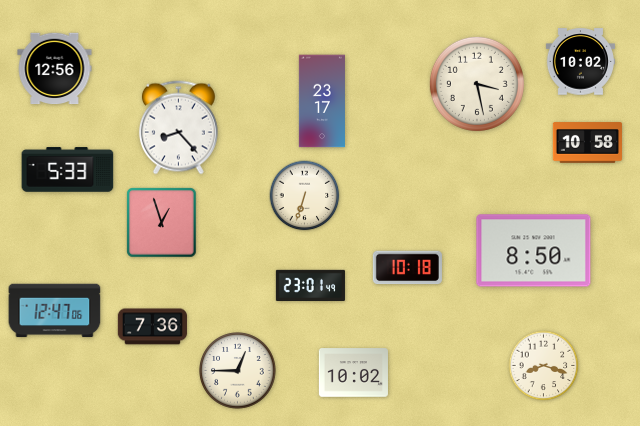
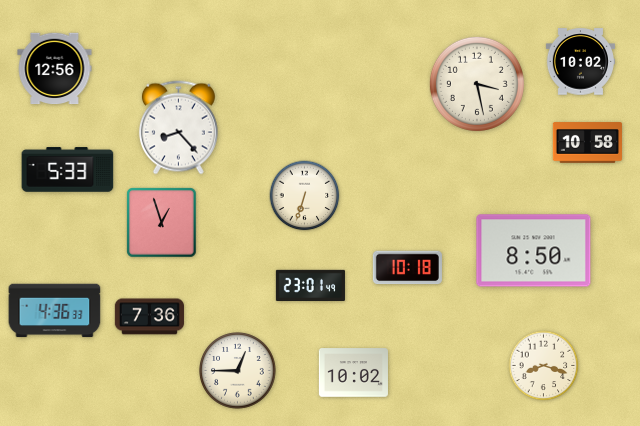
clock at (322, 101): 23:17 -> none
clock at (55, 311): 12:47 -> 4:36
clock at (152, 327) position: (152, 327) -> (149, 317)
